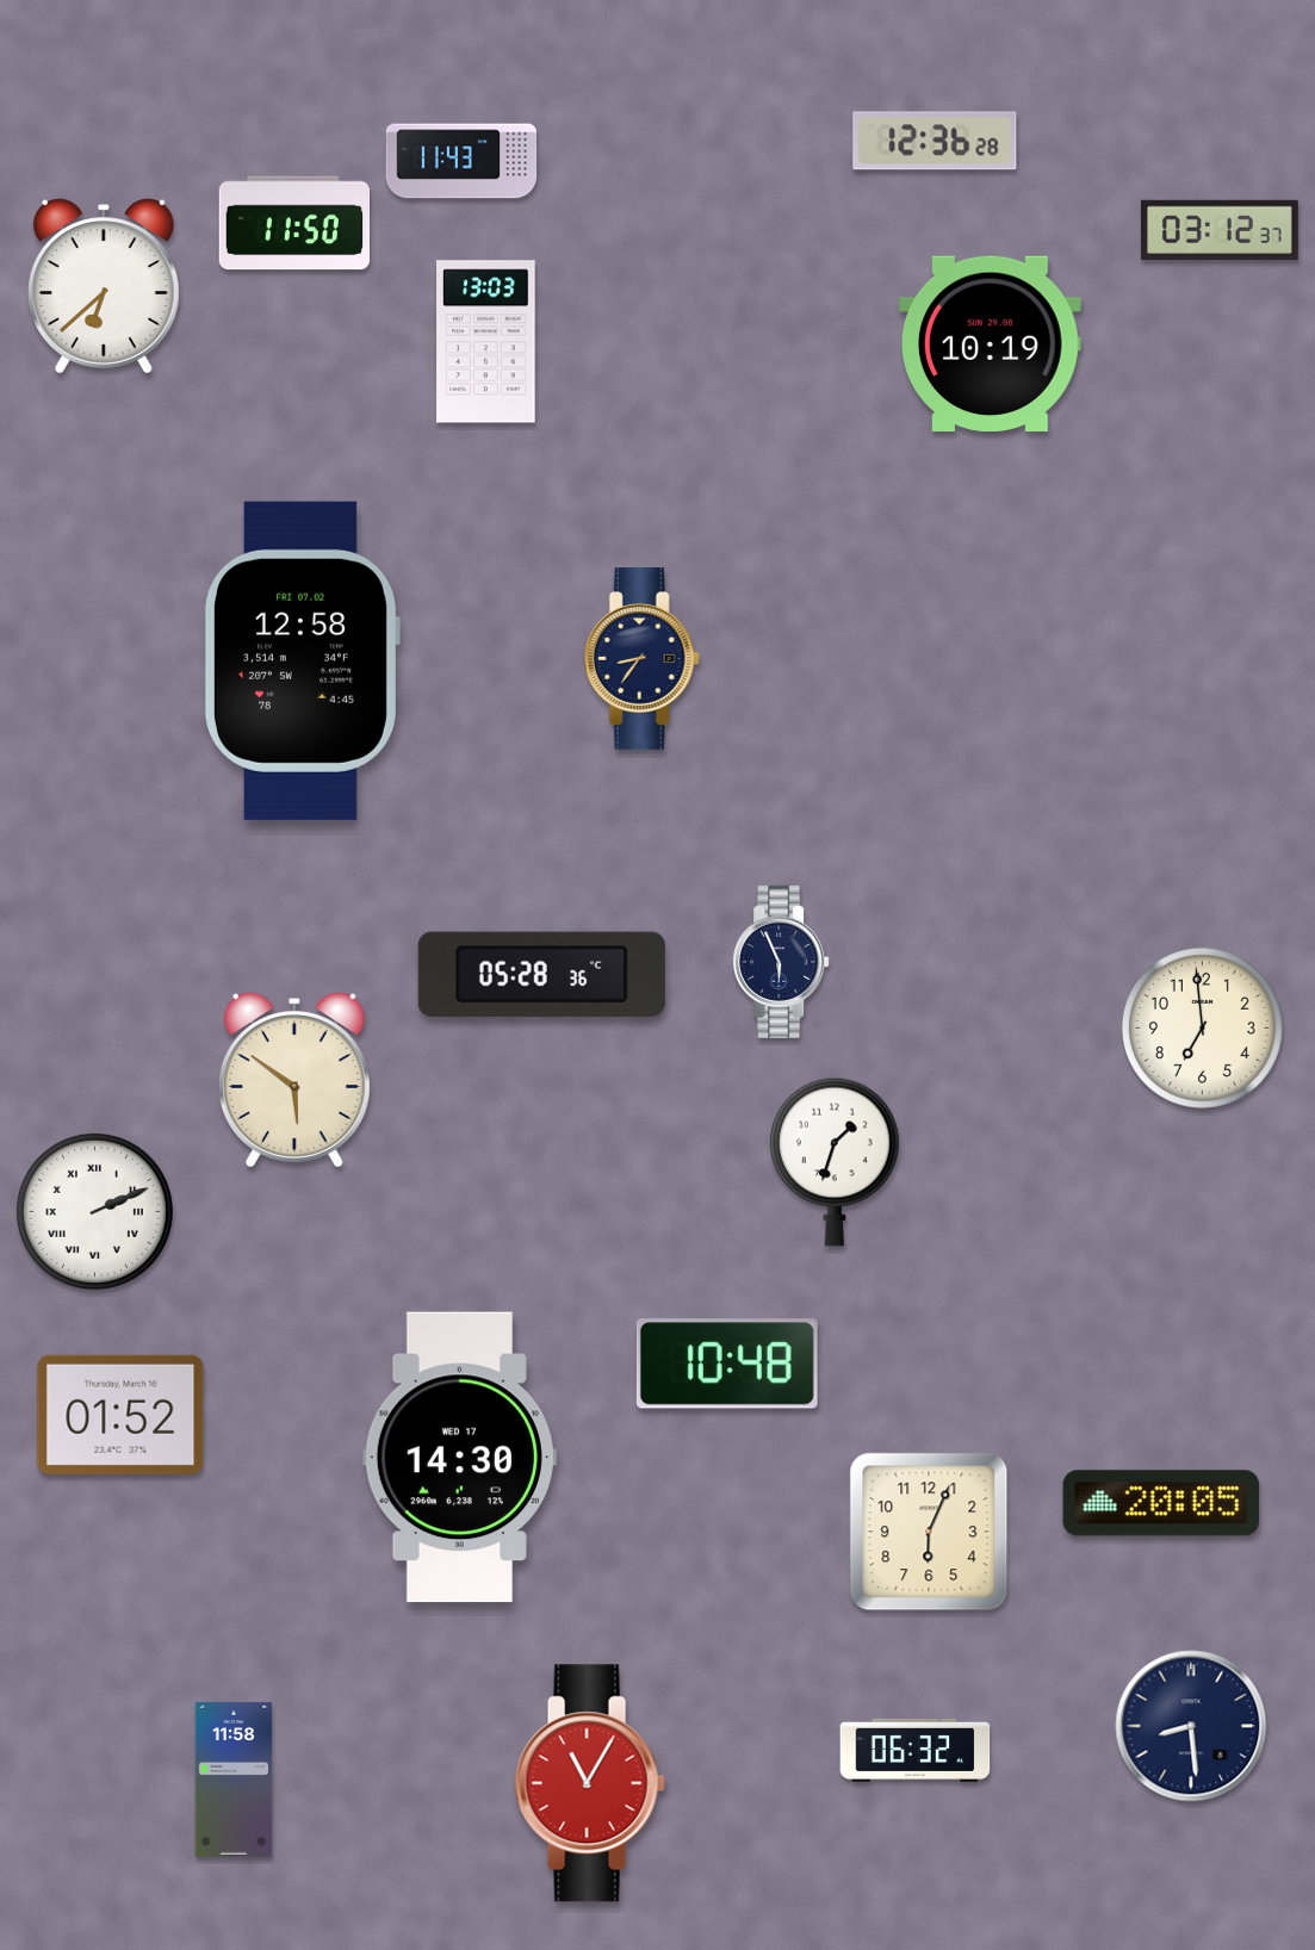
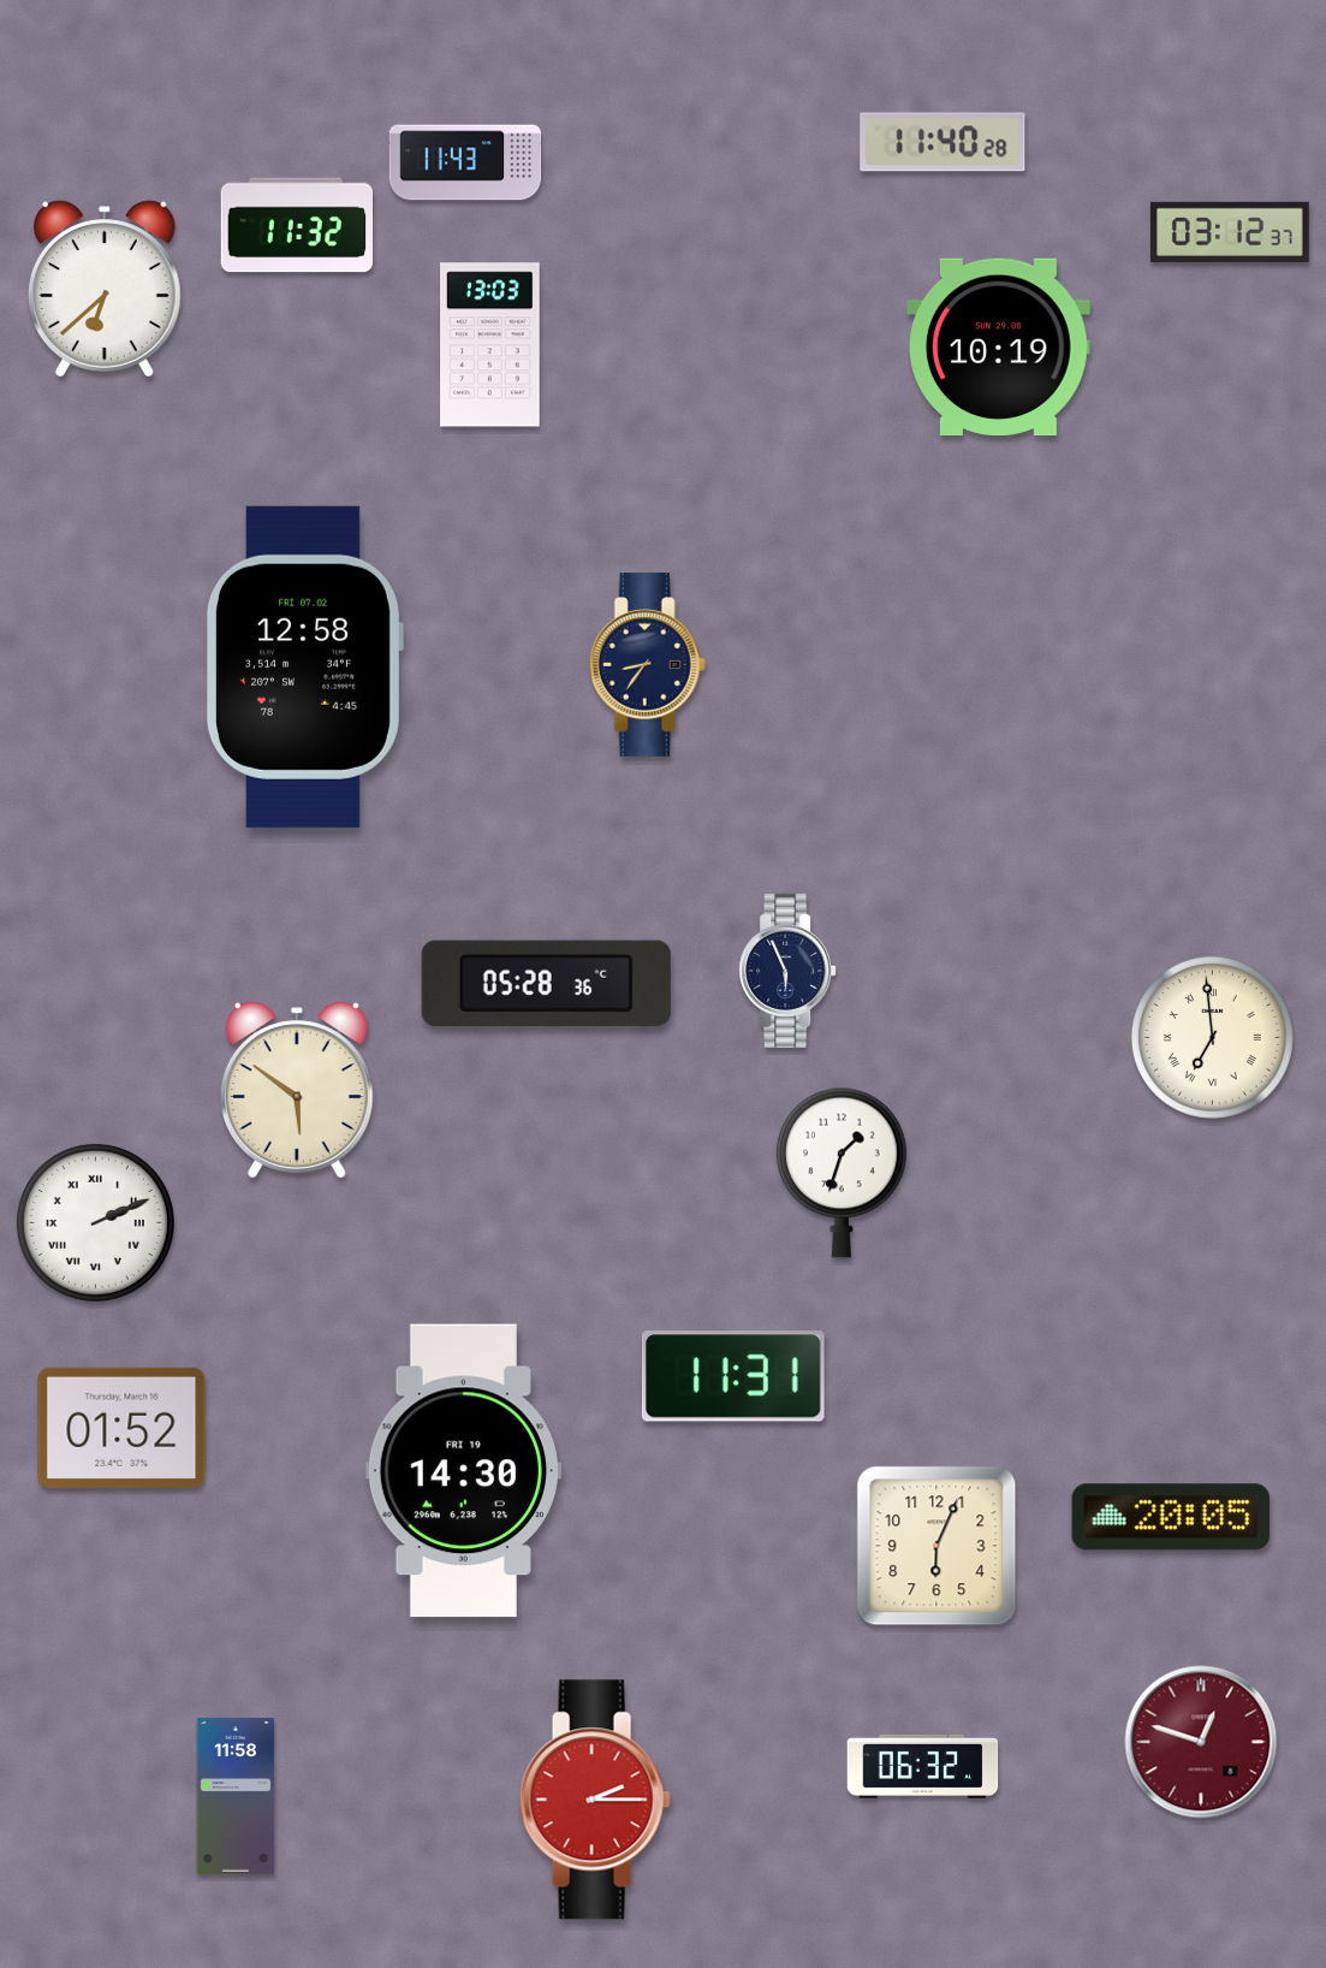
clock at (935, 141): 12:36 -> 11:40
clock at (293, 223): 11:50 -> 11:32
clock at (1202, 1027) numerals: Arabic -> Roman
clock at (727, 1364): 10:48 -> 11:31
clock at (459, 1458) date: WED 17 -> FRI 19
clock at (1191, 1726): 8:29 -> 12:48
clock at (1191, 1726) dial: navy -> burgundy
clock at (590, 1783): 11:05 -> 2:15
